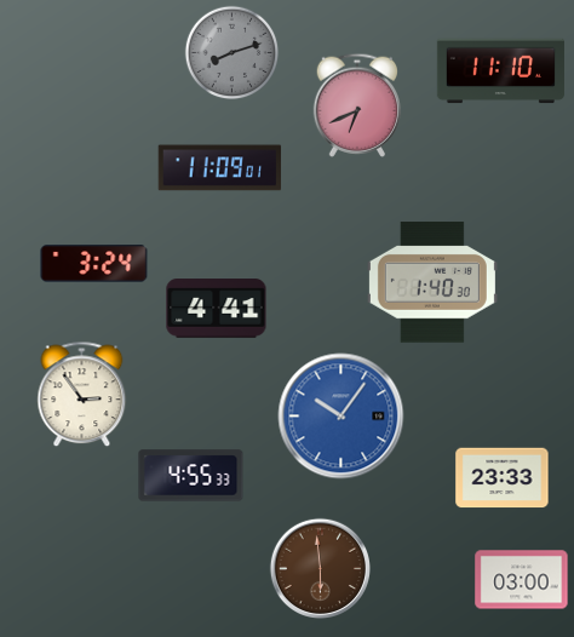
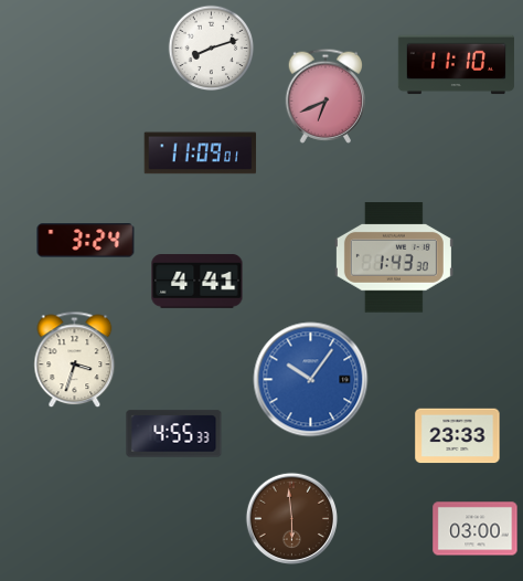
clock at (231, 52) dial: grey -> white
clock at (432, 282): 1:40 -> 1:43
clock at (82, 394): 2:54 -> 3:33
